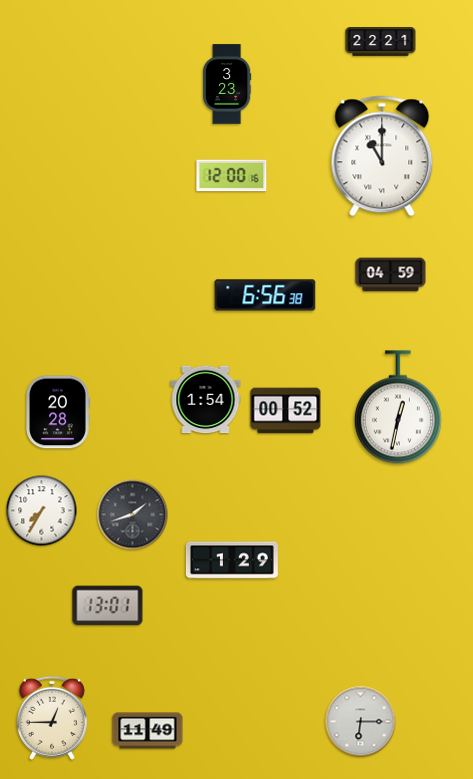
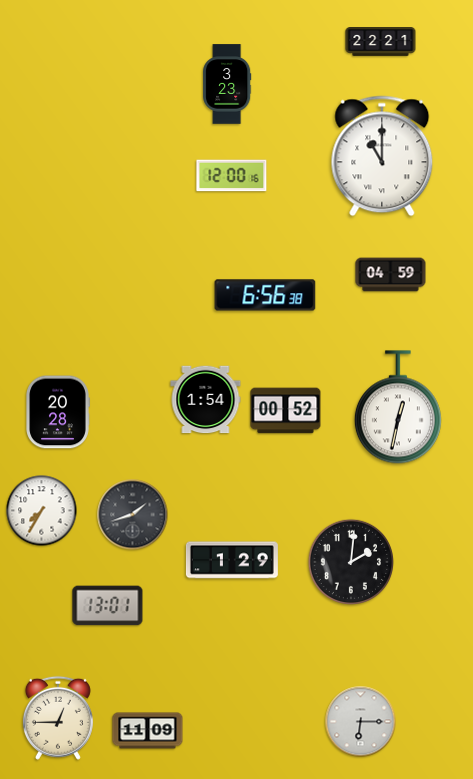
clock at (351, 562): none -> 2:01
clock at (52, 718) position: (52, 718) -> (58, 718)
clock at (148, 731): 11:49 -> 11:09
